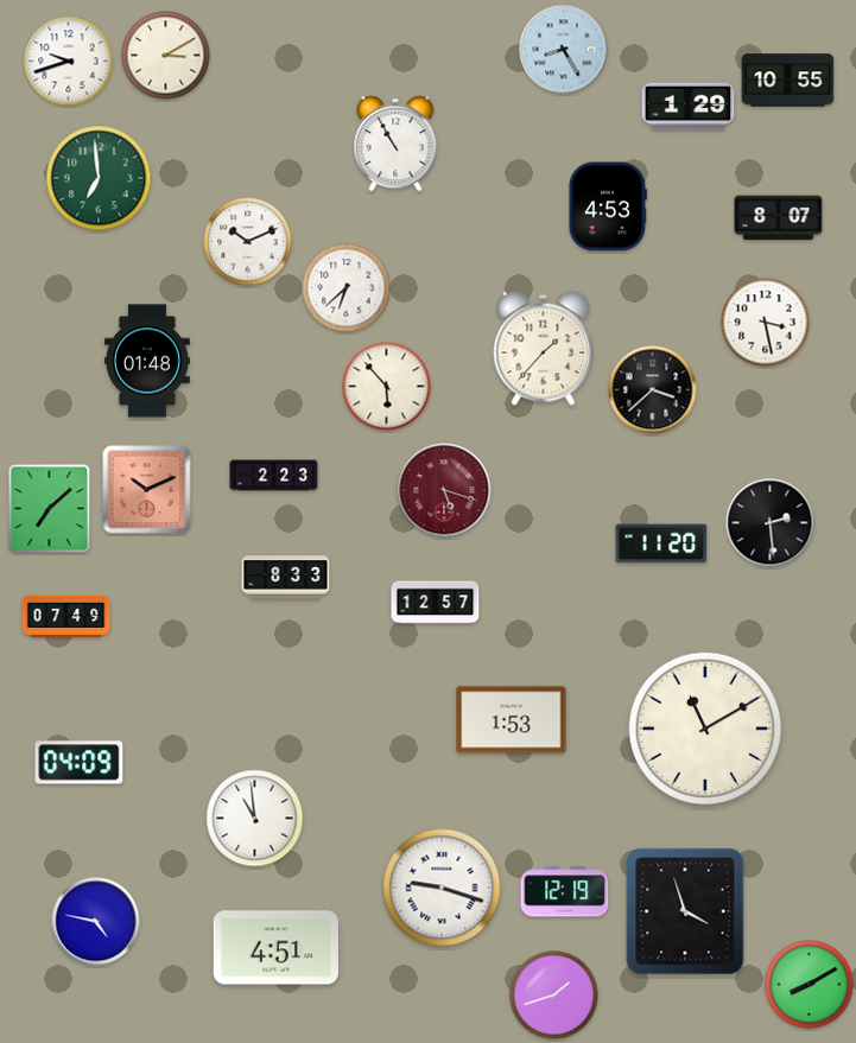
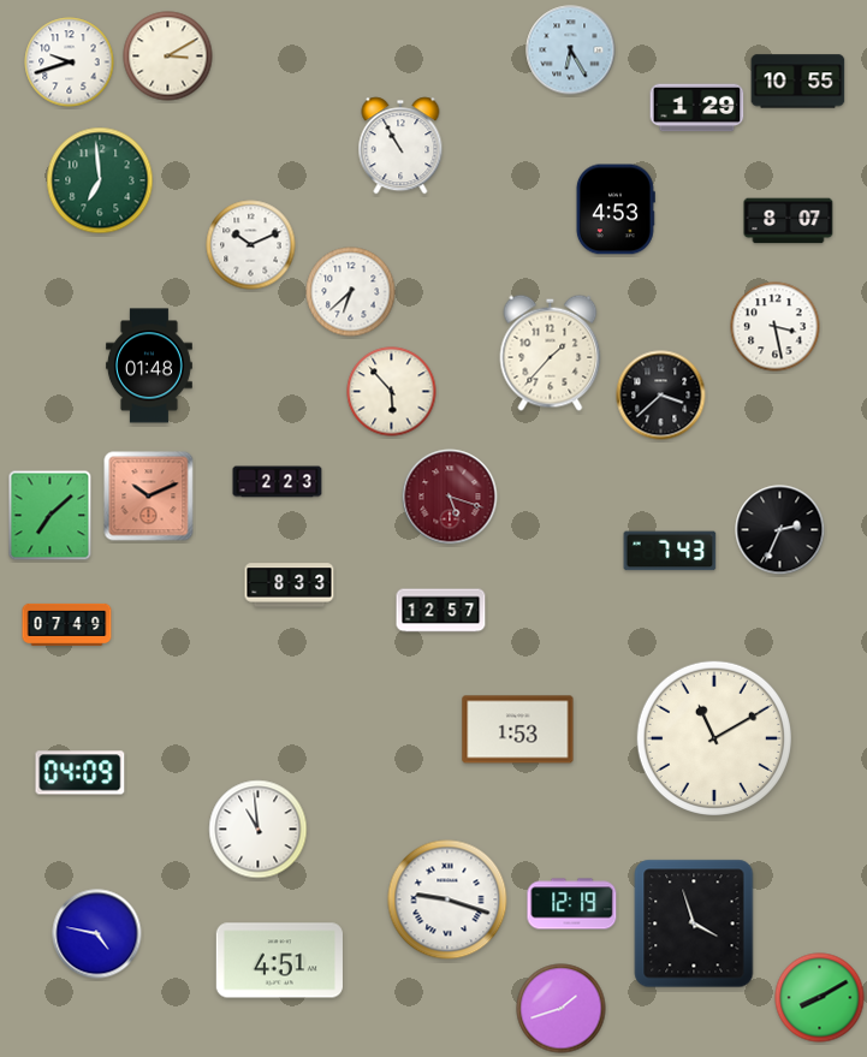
clock at (564, 50): 8:25 -> 6:25
clock at (771, 523): 2:29 -> 2:34
clock at (661, 543): 11:20 -> 7:43
